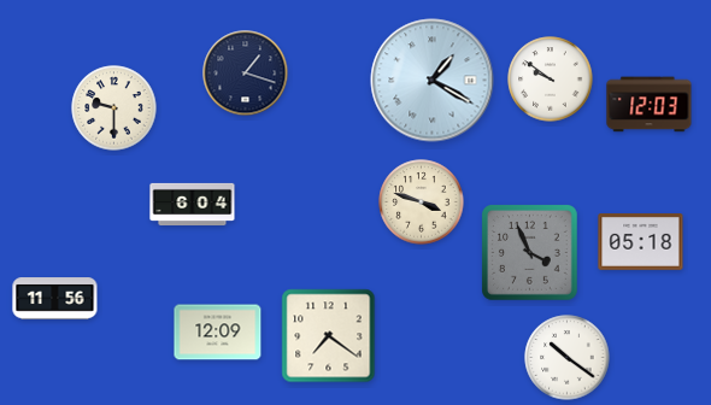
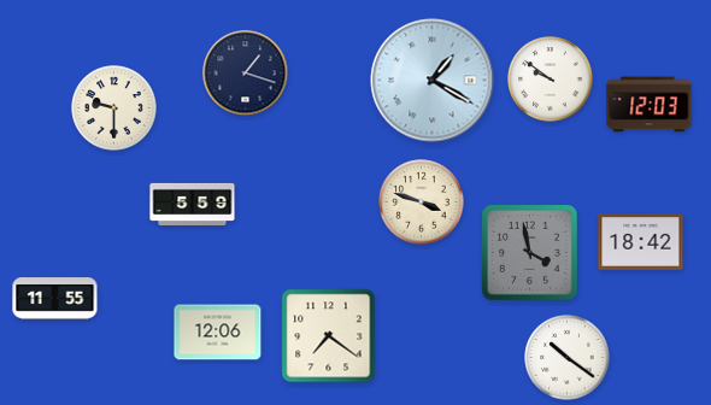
clock at (193, 204): 6:04 -> 5:59
clock at (641, 242): 05:18 -> 18:42
clock at (530, 253): 3:56 -> 3:58
clock at (55, 299): 11:56 -> 11:55
clock at (218, 333): 12:09 -> 12:06
